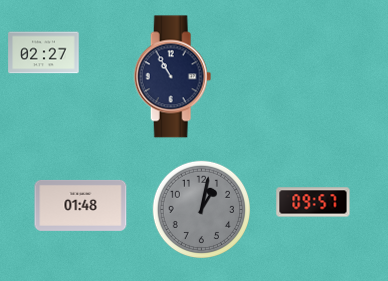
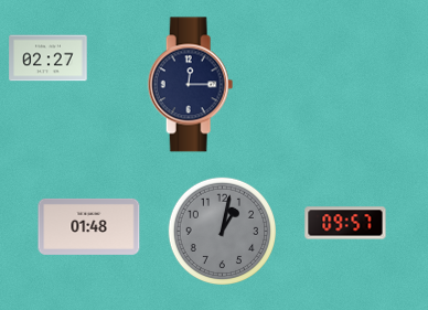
clock at (173, 77): 10:55 -> 12:15
